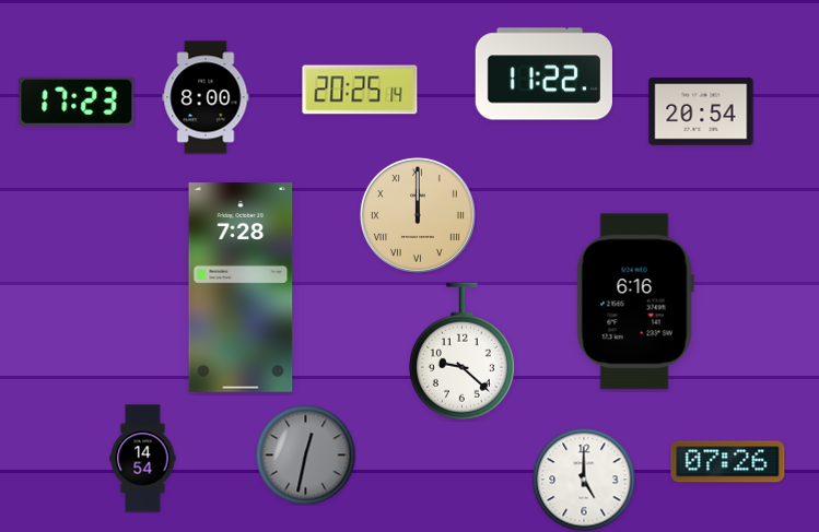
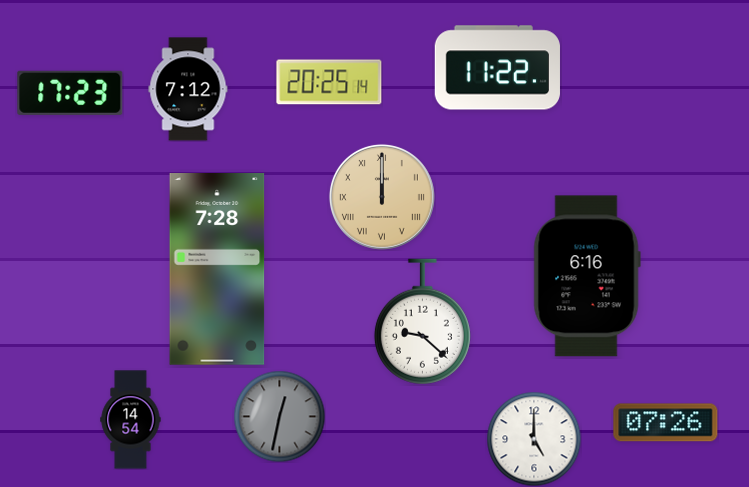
clock at (206, 97): 8:00 -> 7:12
clock at (701, 111): 20:54 -> none
clock at (241, 288) position: (241, 288) -> (217, 270)
clock at (635, 302) position: (635, 302) -> (587, 276)
